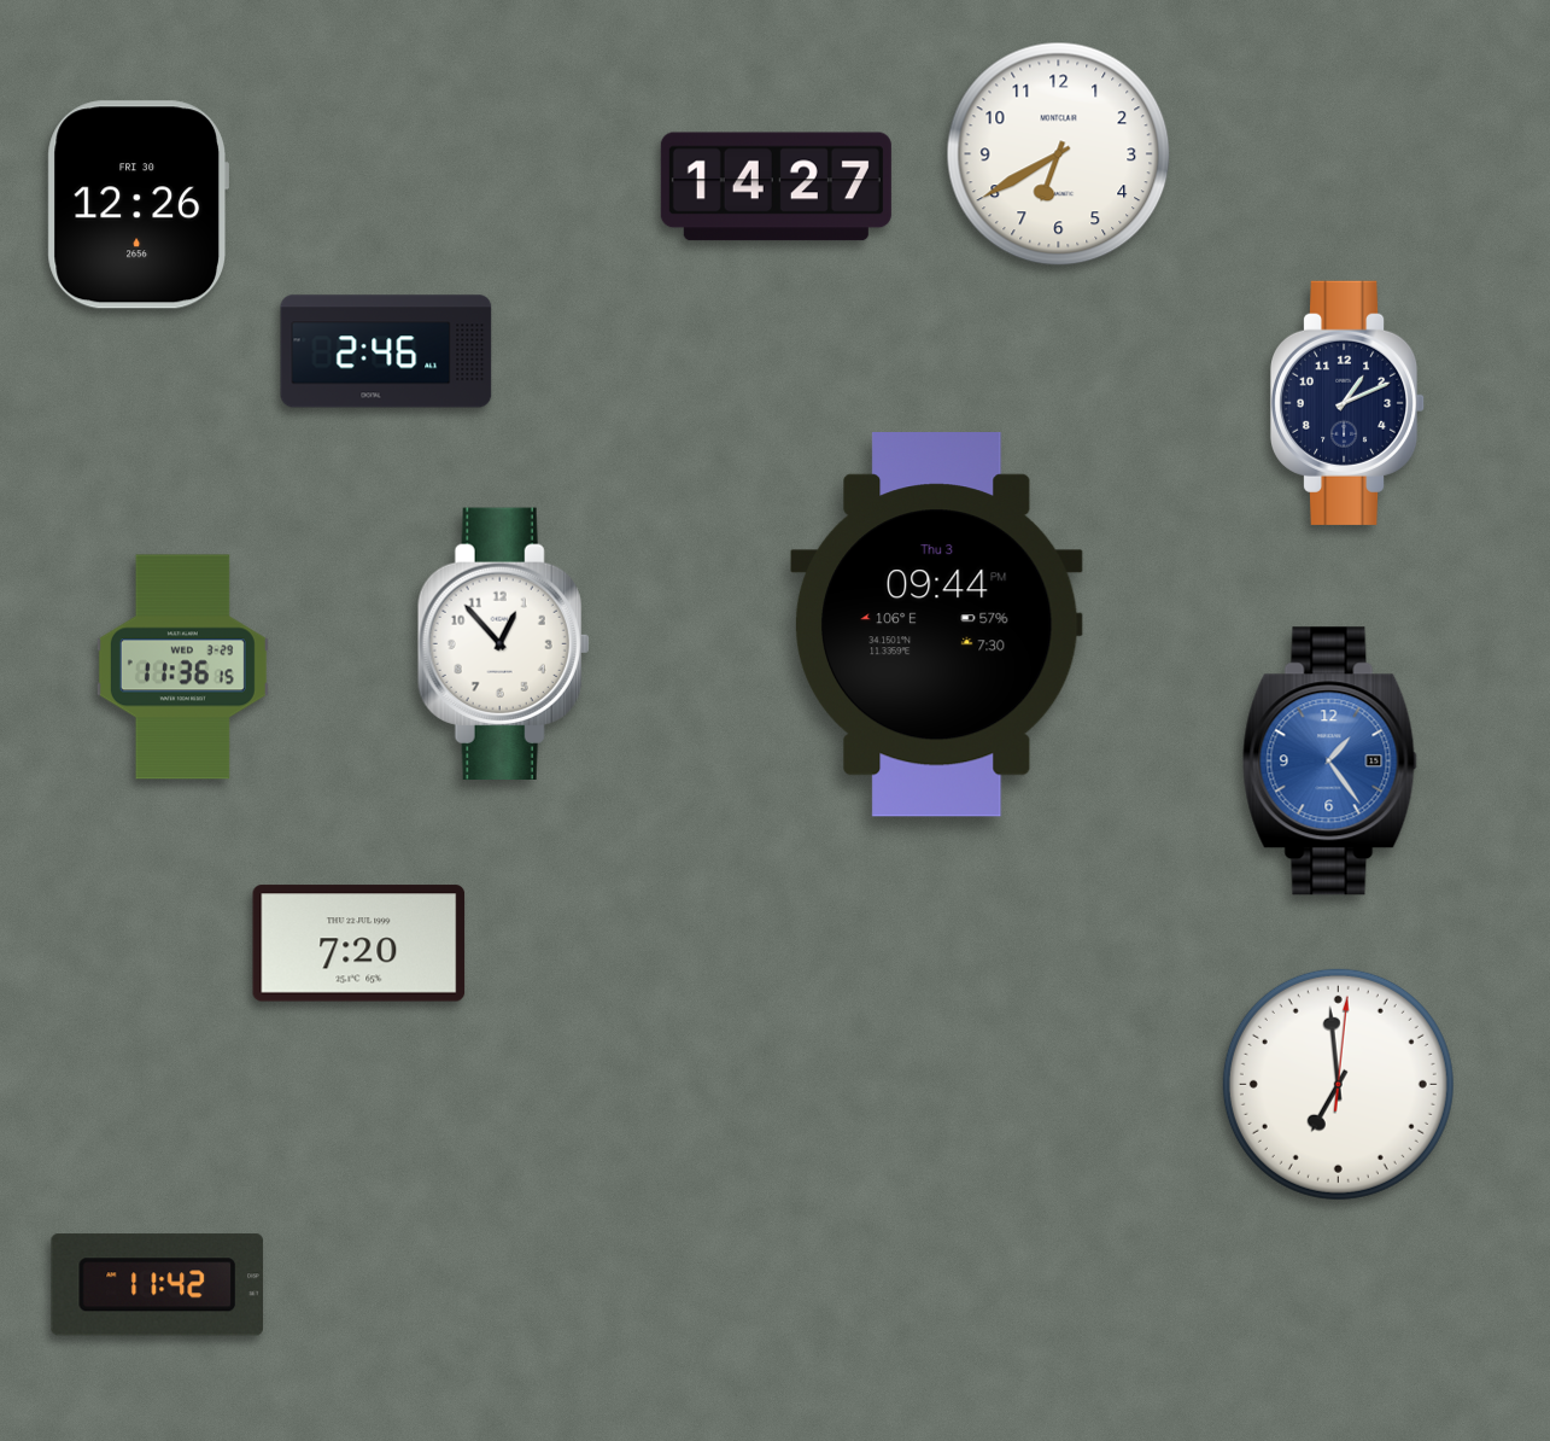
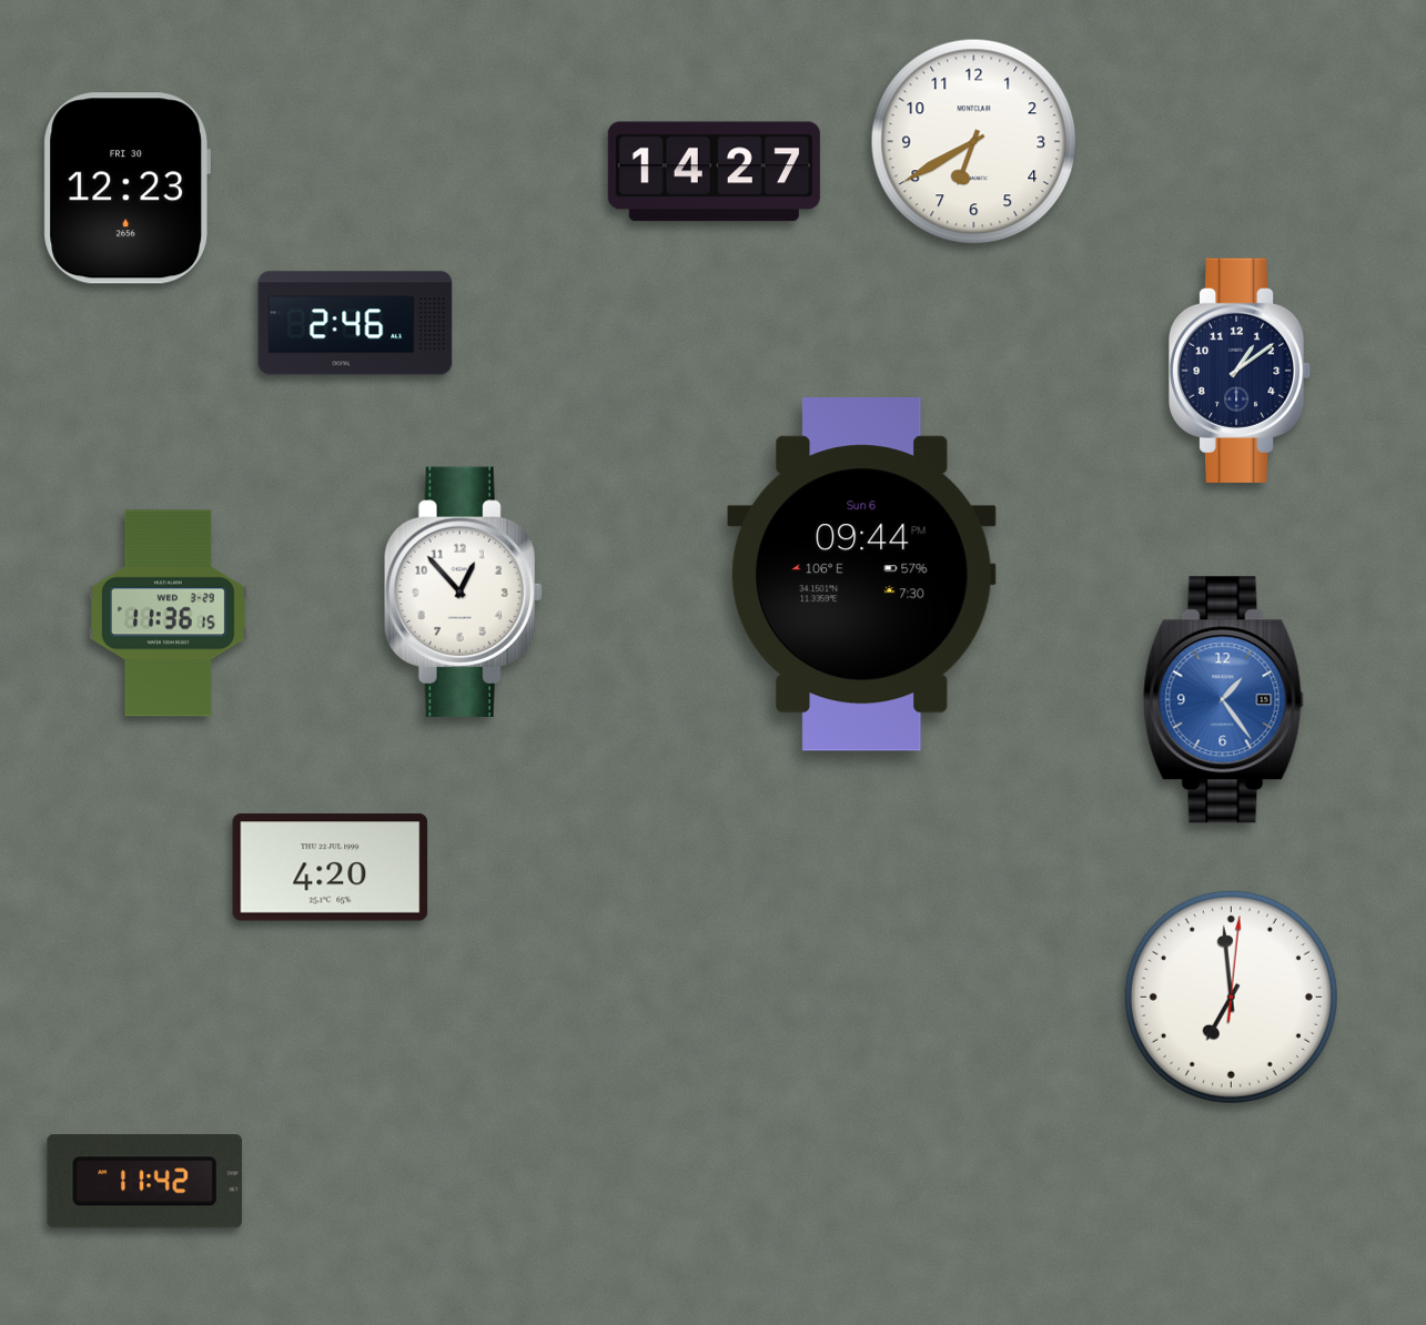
clock at (138, 205): 12:26 -> 12:23
clock at (1347, 403): 1:11 -> 1:09
clock at (936, 625) date: Thu 3 -> Sun 6
clock at (359, 944): 7:20 -> 4:20
